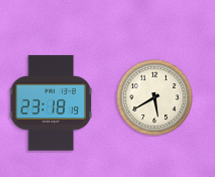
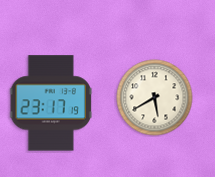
clock at (51, 103): 23:18 -> 23:17
